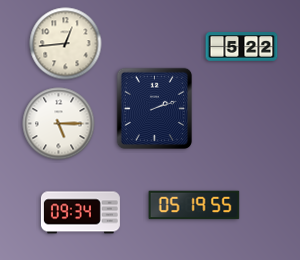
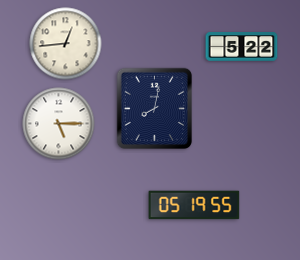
clock at (155, 109): 2:12 -> 8:02
clock at (80, 213): 09:34 -> none
